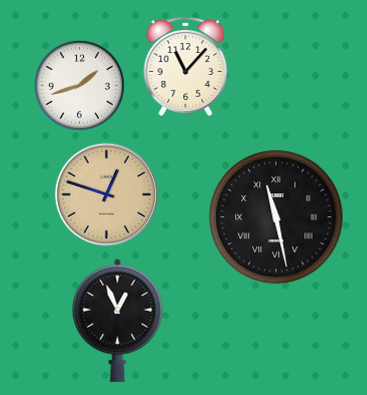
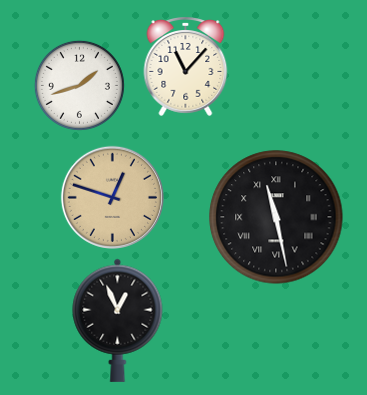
clock at (106, 194) position: (106, 194) -> (112, 197)
